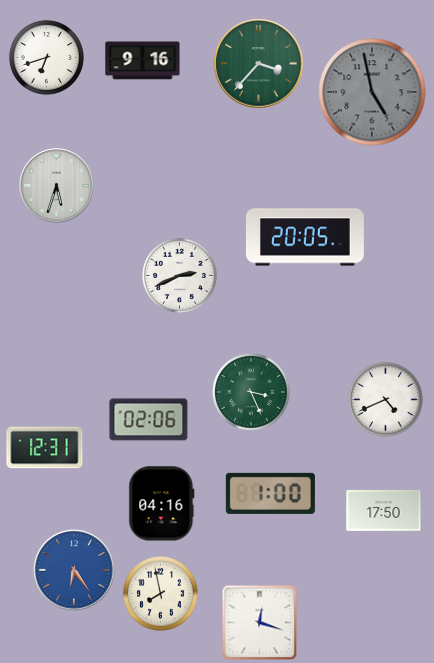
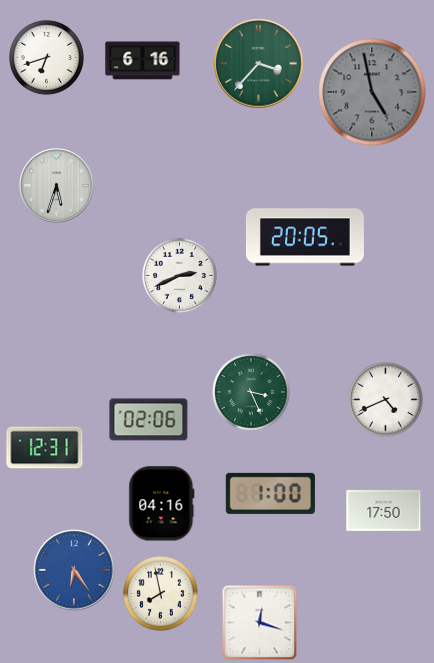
clock at (143, 61): 9:16 -> 6:16
